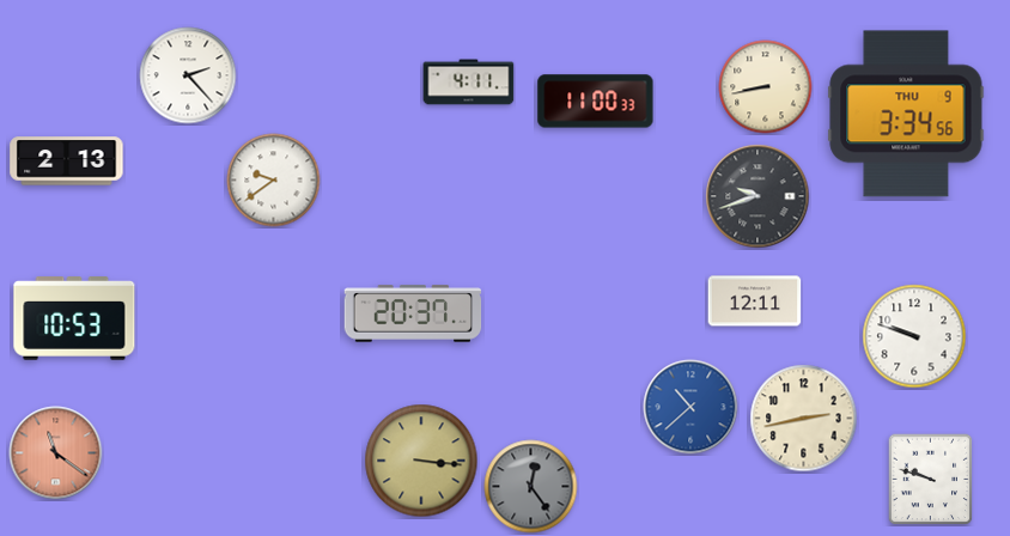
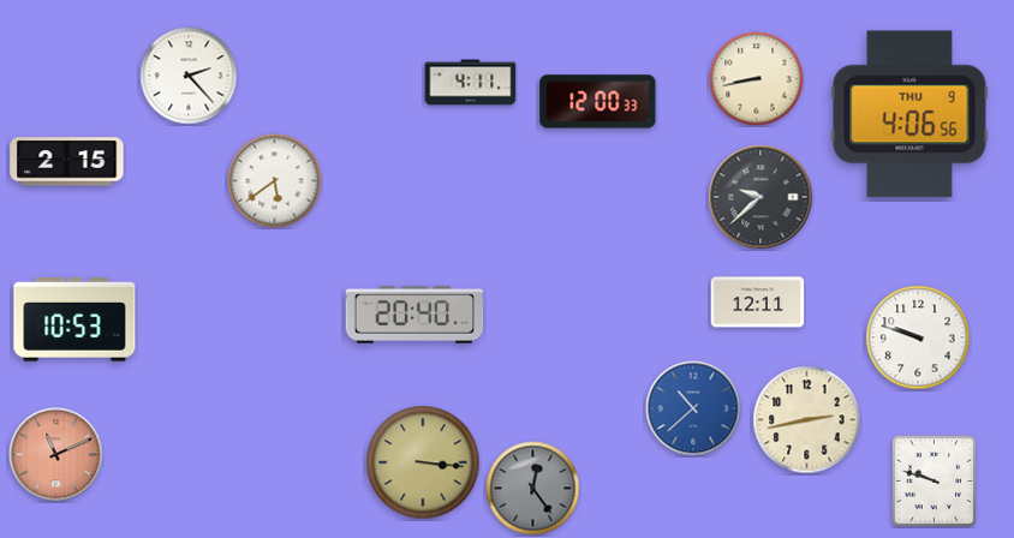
clock at (766, 87) position: (766, 87) -> (757, 79)
clock at (596, 102): 11:00 -> 12:00
clock at (906, 114): 3:34 -> 4:06
clock at (67, 162): 2:13 -> 2:15
clock at (274, 181): 9:39 -> 5:39
clock at (757, 196): 9:42 -> 9:38
clock at (413, 313): 20:37 -> 20:40
clock at (56, 453): 11:21 -> 11:11
